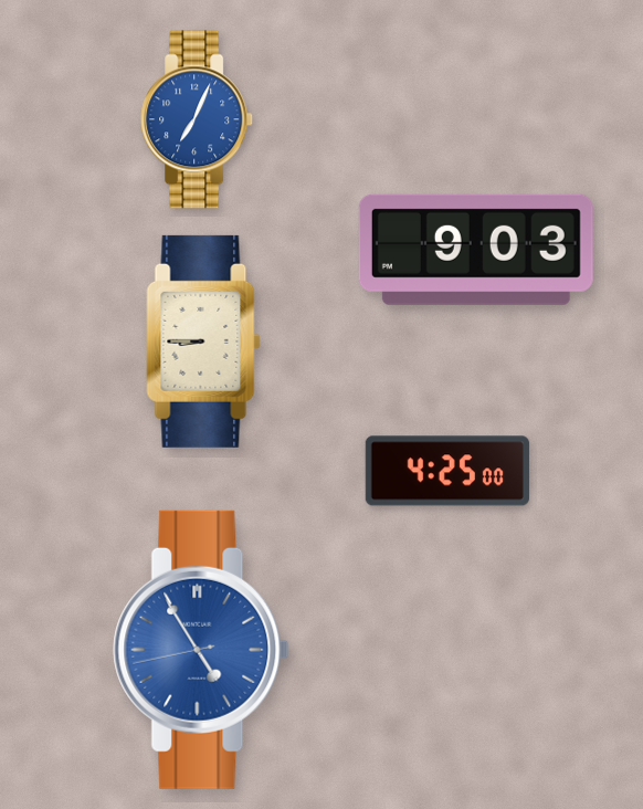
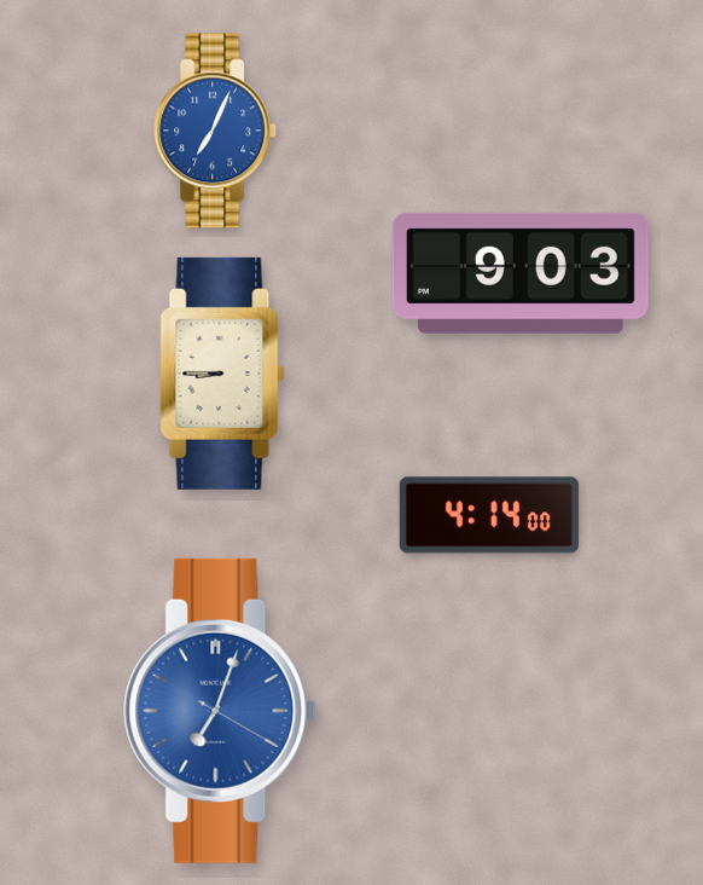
clock at (447, 471): 4:25 -> 4:14
clock at (201, 650): 4:54 -> 7:03
